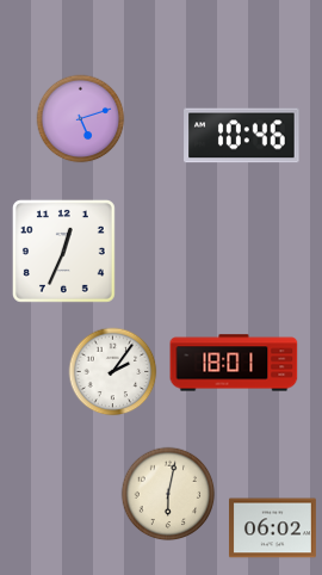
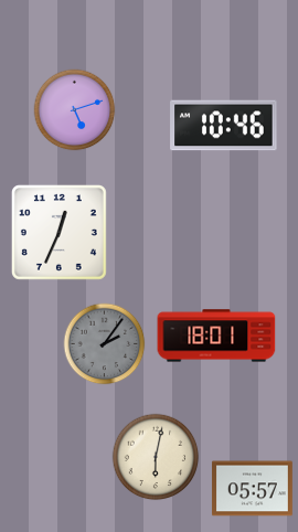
clock at (113, 372) dial: white -> grey
clock at (272, 528): 06:02 -> 05:57
